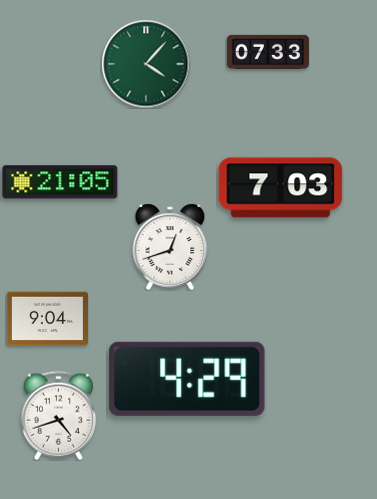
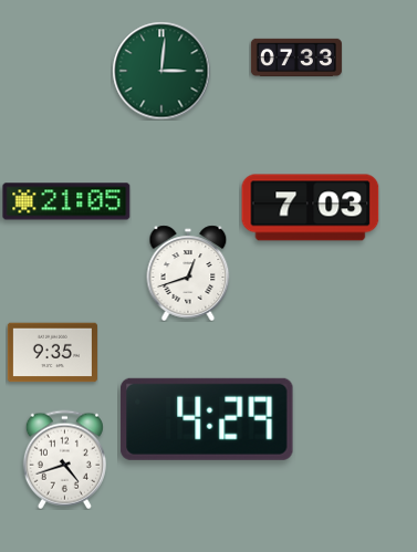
clock at (146, 64): 4:07 -> 3:01
clock at (47, 319): 9:04 -> 9:35
